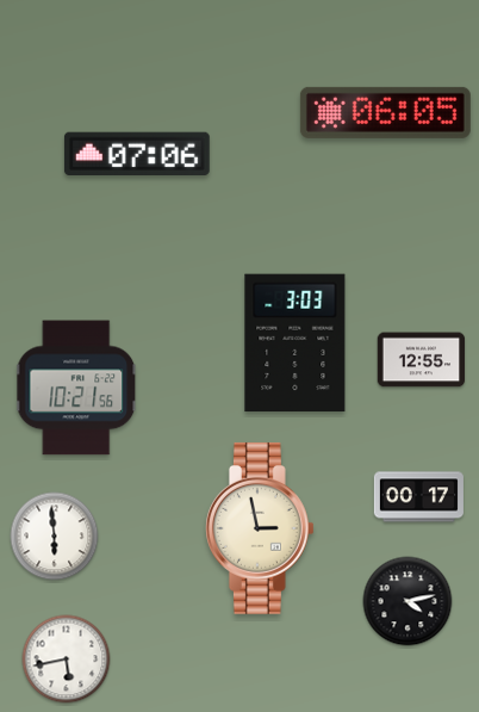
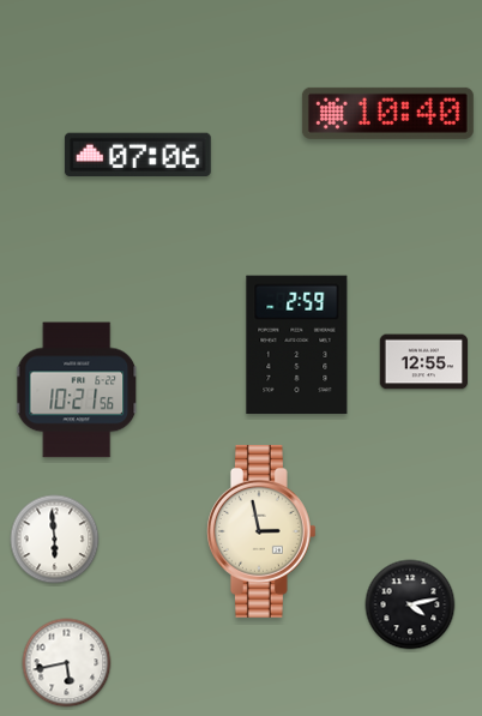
clock at (385, 112): 06:05 -> 10:40
clock at (296, 343): 3:03 -> 2:59
clock at (418, 497): 00:17 -> none
